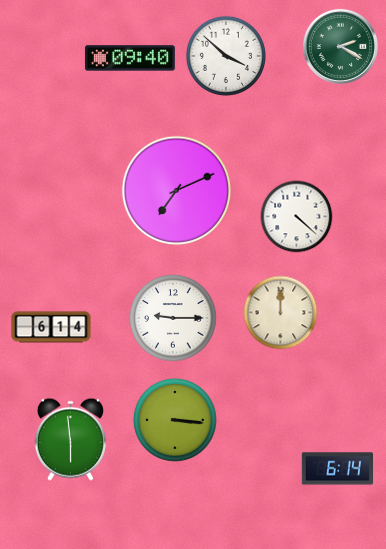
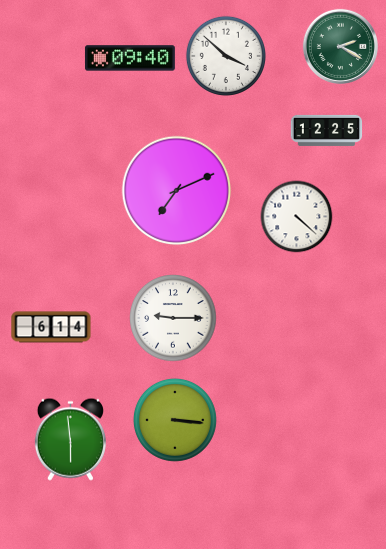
clock at (327, 130): none -> 12:25
clock at (281, 313): 12:00 -> none
clock at (337, 469): 6:14 -> none
